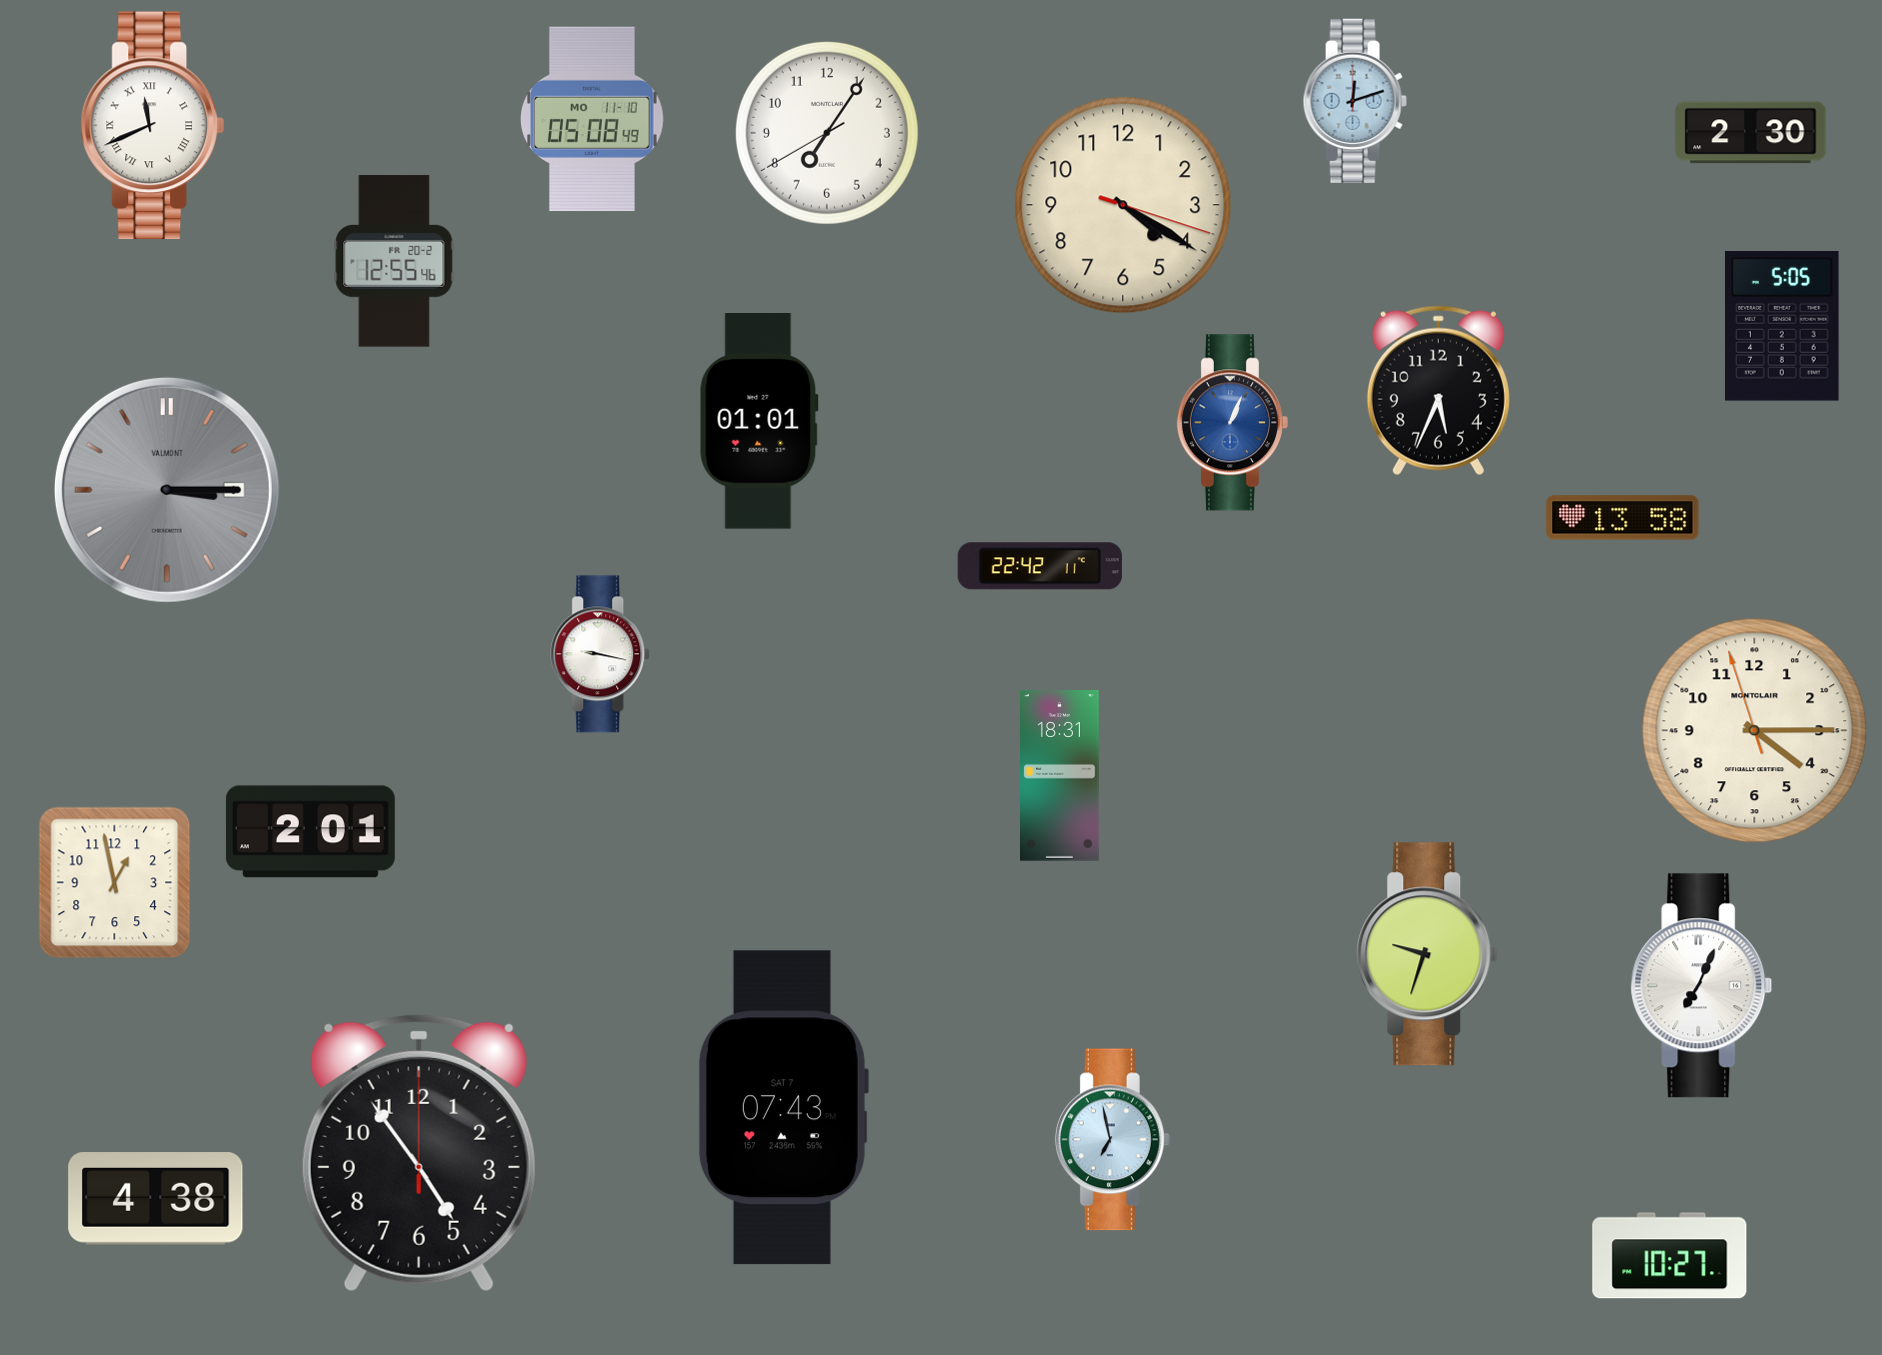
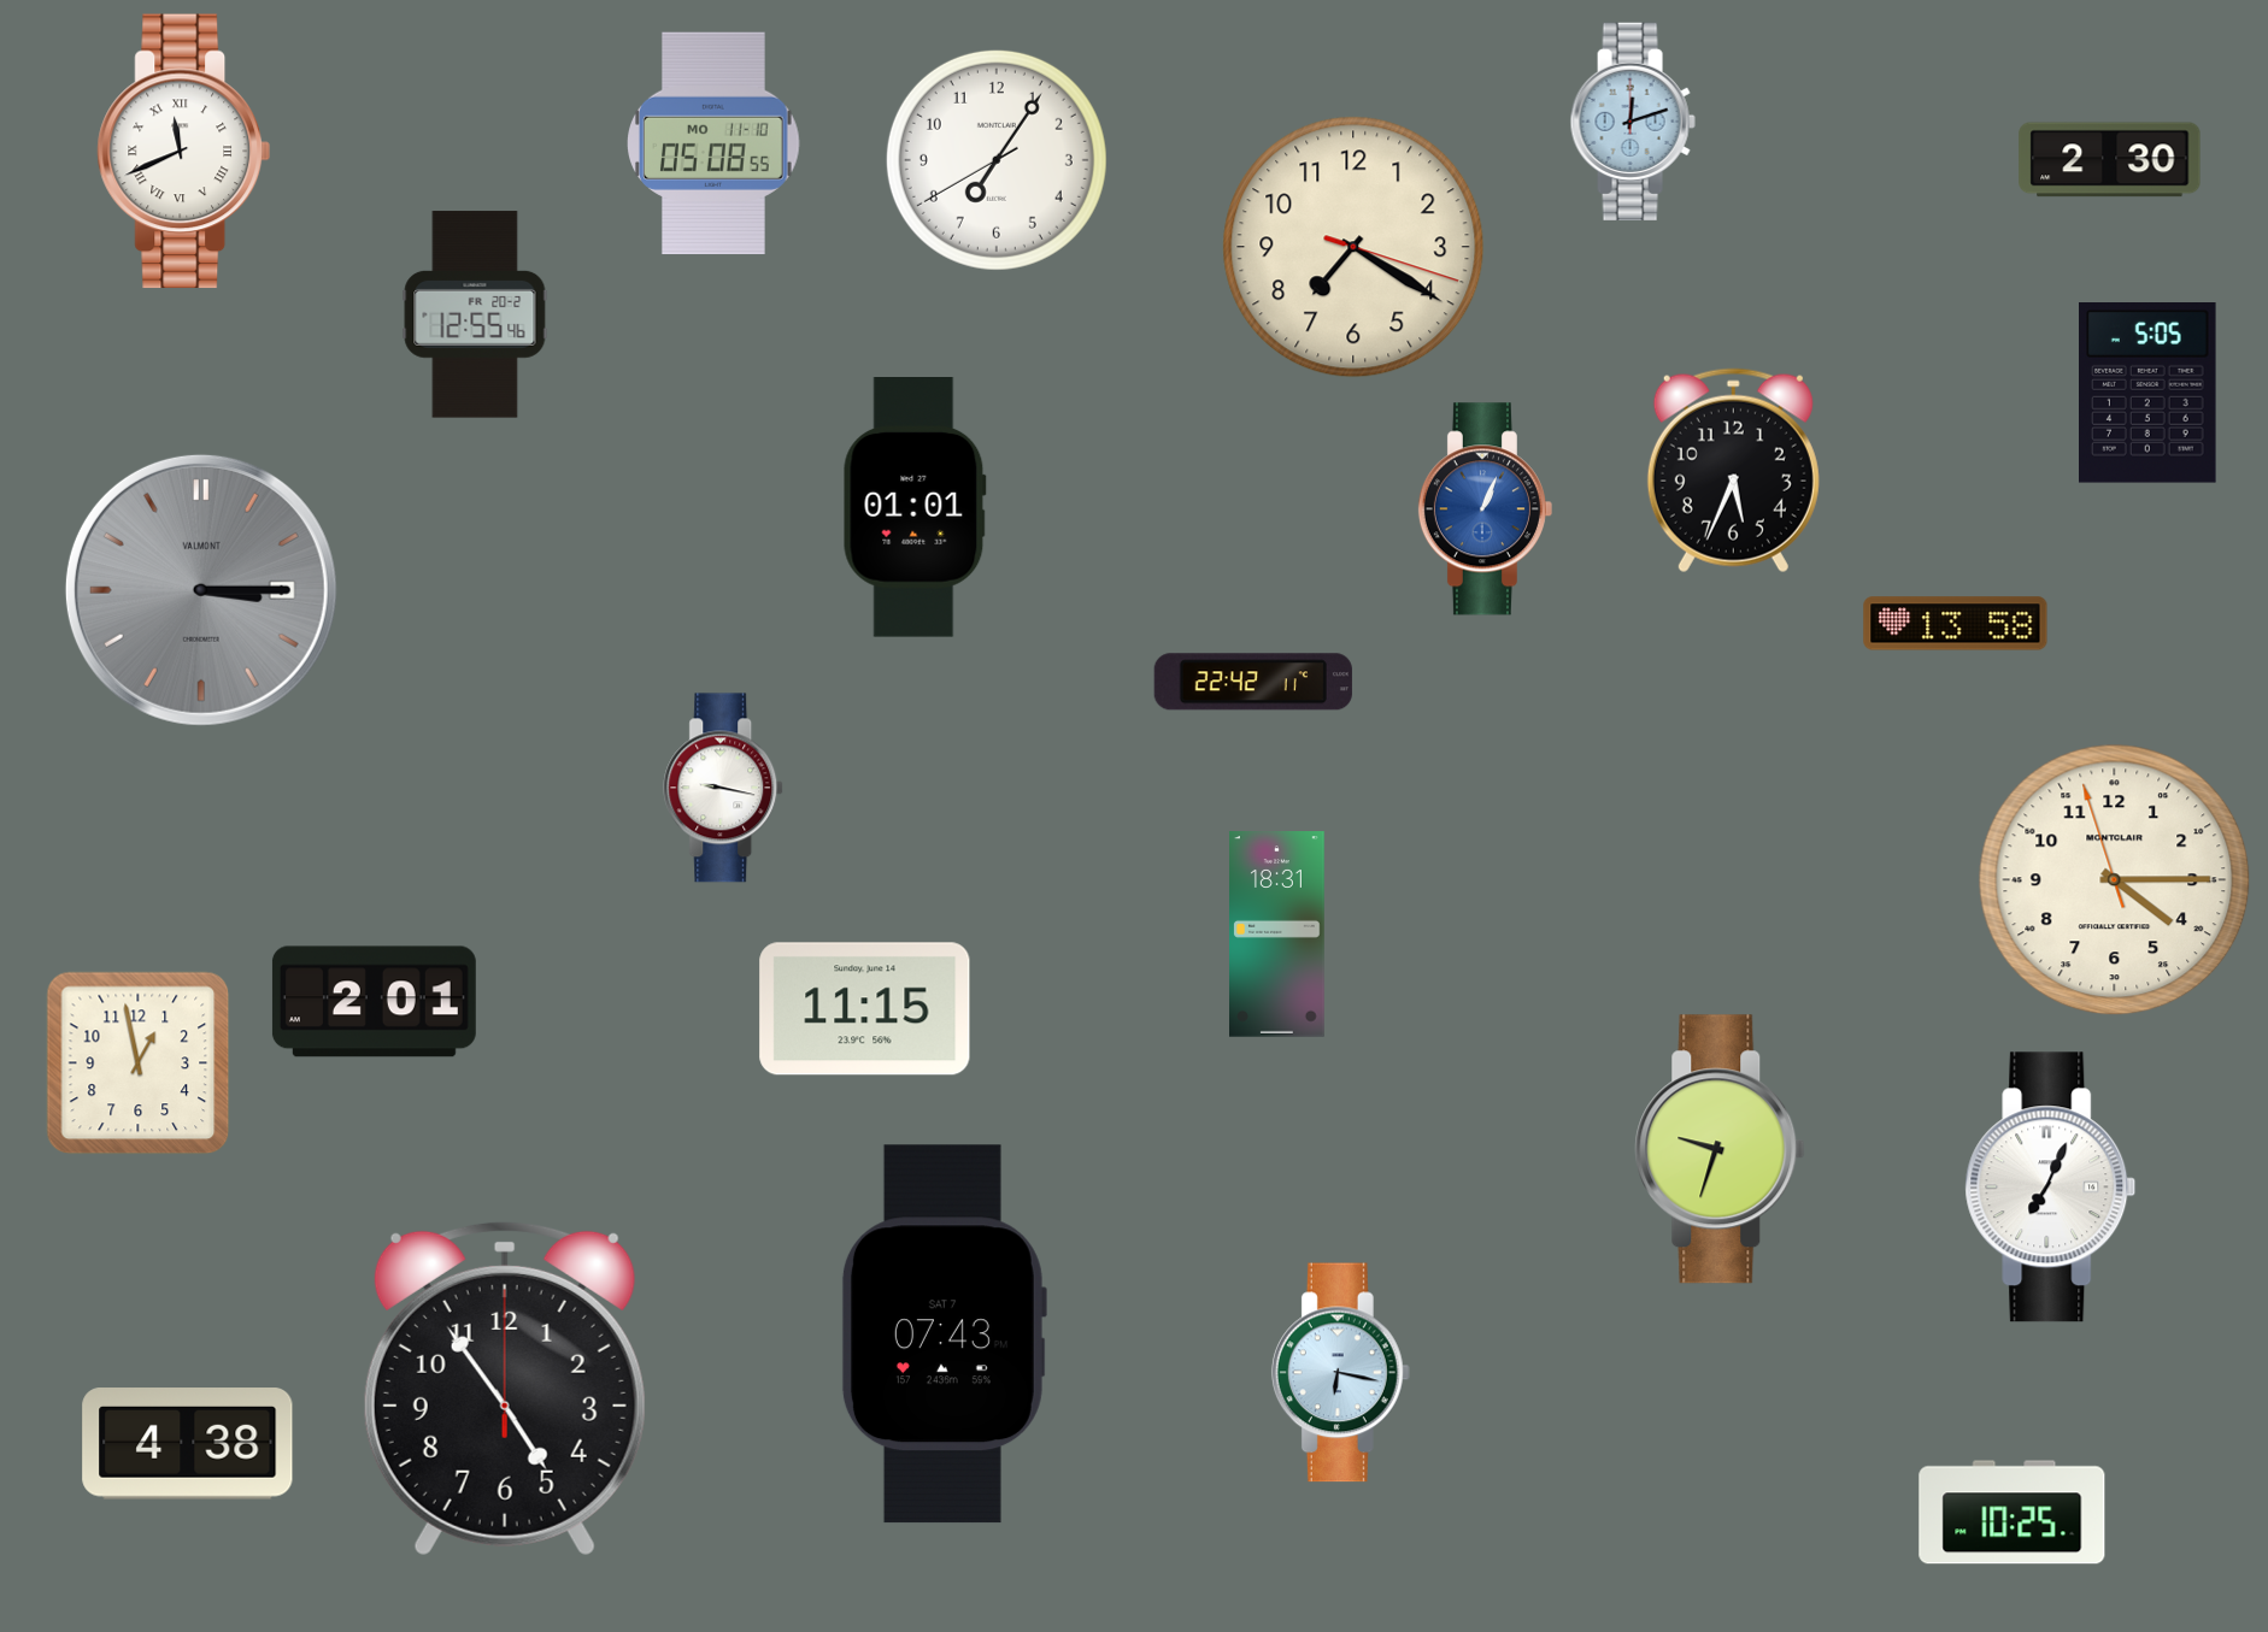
clock at (593, 119): 05:08:49 -> 05:08:55
clock at (1123, 205): 4:20 -> 7:20
clock at (865, 1009): none -> 11:15
clock at (1112, 1140): 6:58 -> 6:17
clock at (1670, 1256): 10:27 -> 10:25
